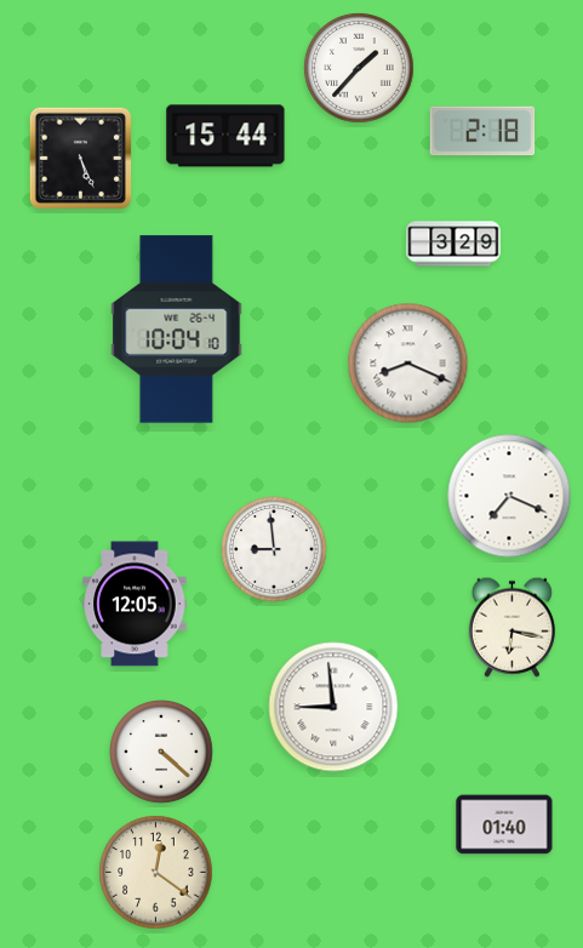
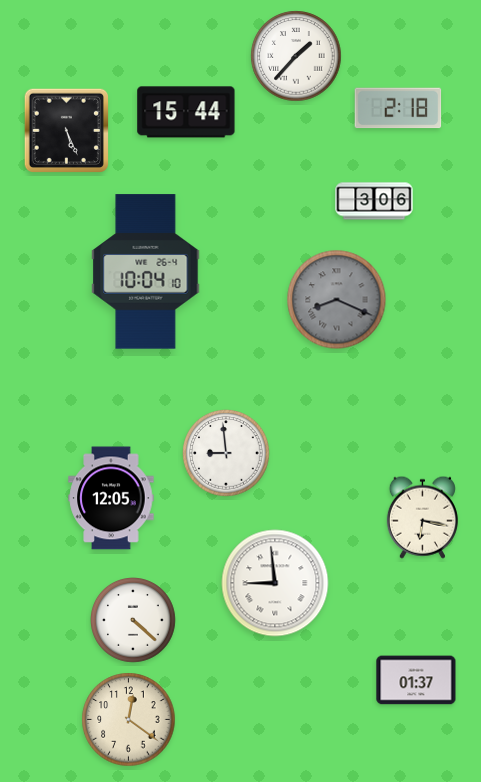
clock at (453, 244): 3:29 -> 3:06
clock at (408, 364) dial: white -> grey
clock at (509, 496): 7:19 -> none
clock at (504, 824): 01:40 -> 01:37
